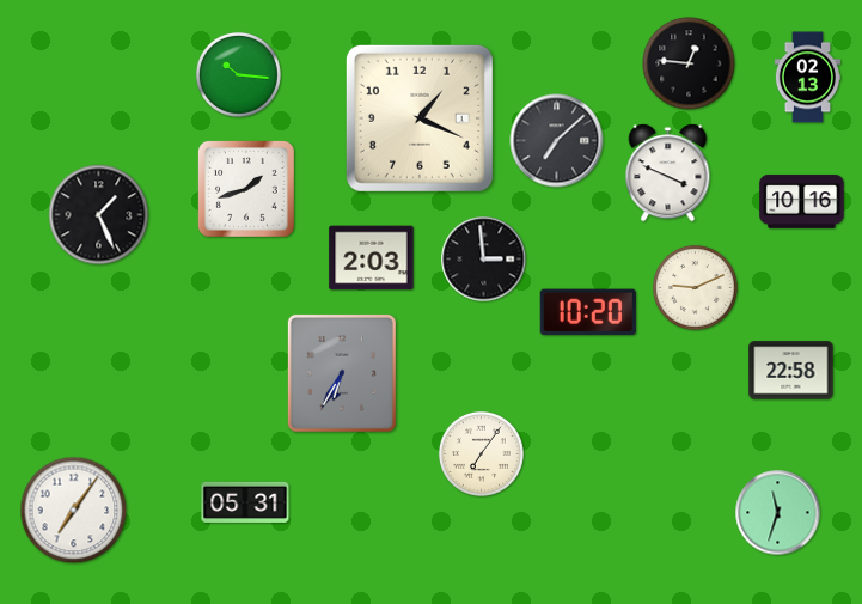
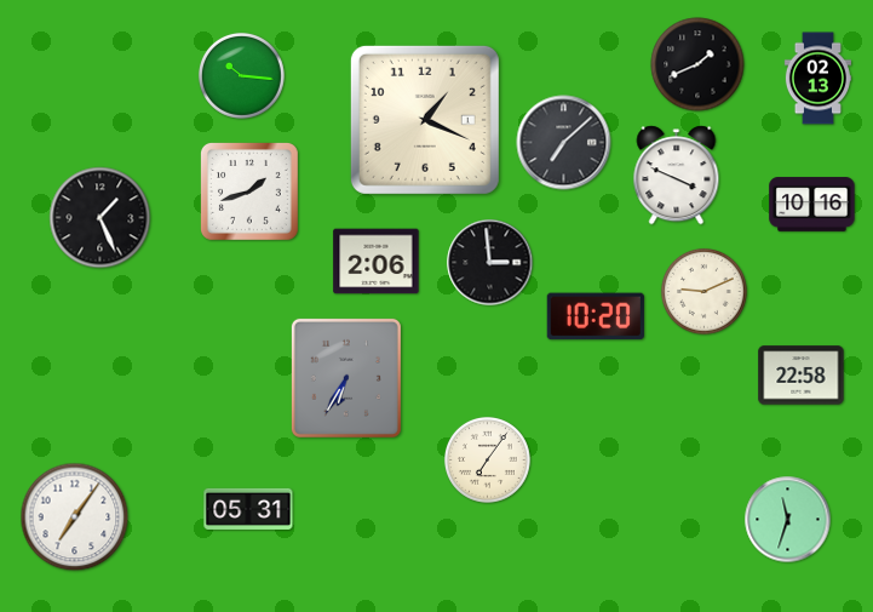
clock at (689, 63): 12:46 -> 1:41
clock at (372, 258): 2:03 -> 2:06
